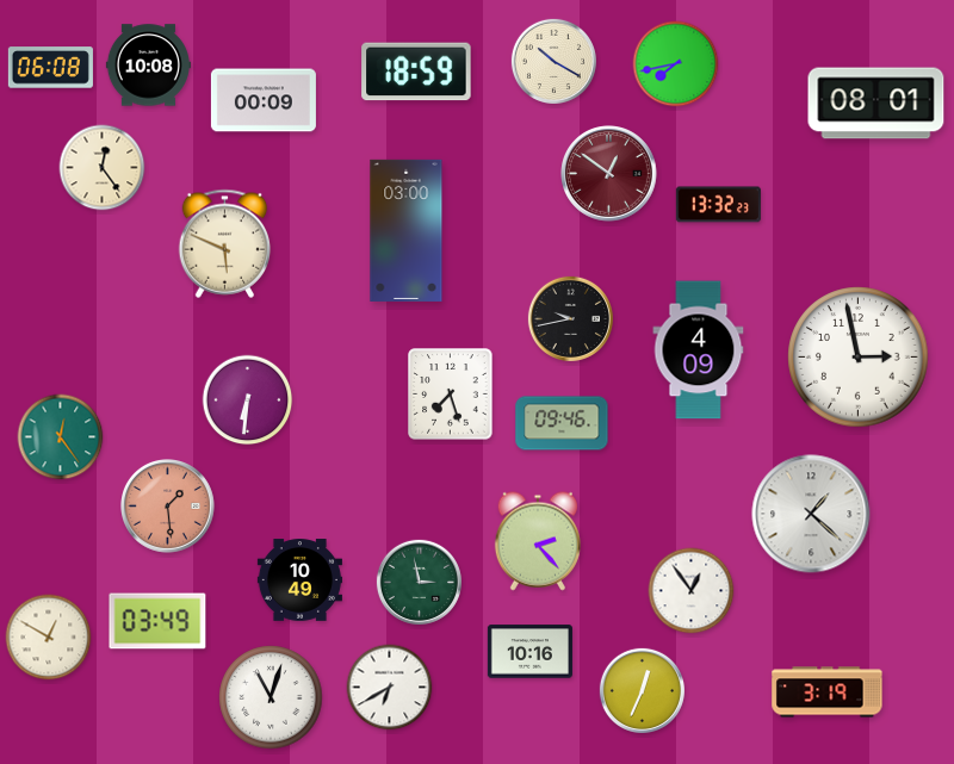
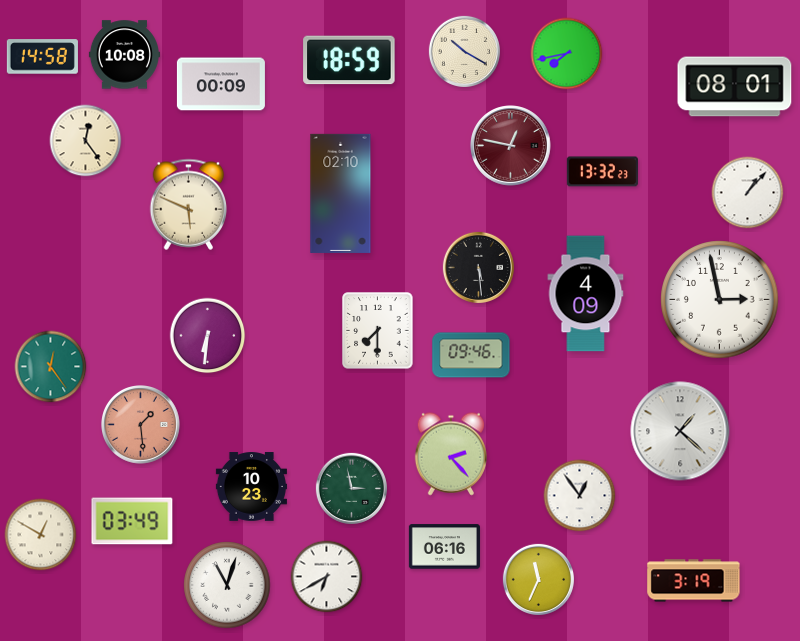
clock at (50, 68): 06:08 -> 14:58
clock at (609, 174): 12:51 -> 12:47
clock at (407, 230): 03:00 -> 02:10
clock at (748, 193): none -> 1:07
clock at (570, 318): 9:43 -> 5:29
clock at (451, 395): 7:27 -> 7:30
clock at (299, 580): 10:49 -> 10:23
clock at (529, 652): 10:16 -> 06:16
clock at (642, 690): 12:34 -> 11:34
